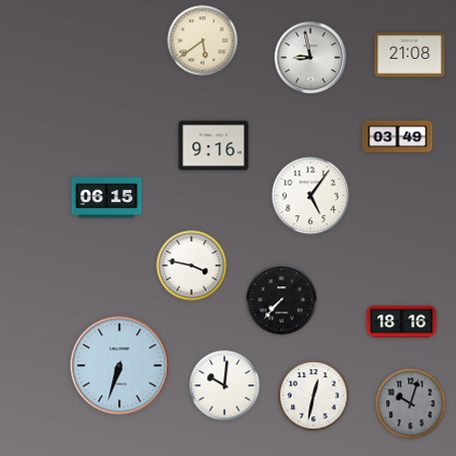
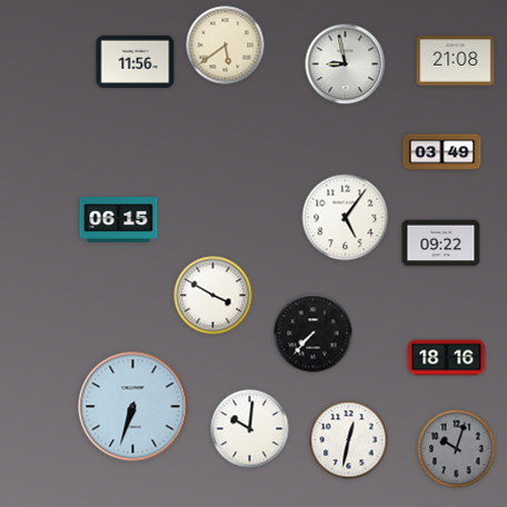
clock at (136, 62): none -> 11:56
clock at (214, 146): 9:16 -> none
clock at (441, 243): none -> 09:22
clock at (192, 266): 3:47 -> 3:50
